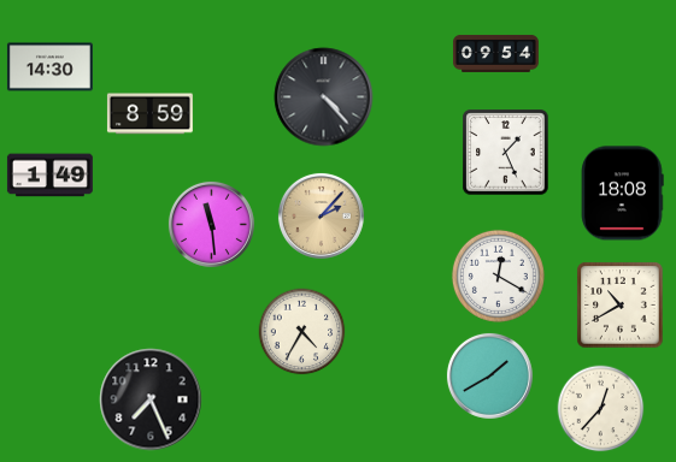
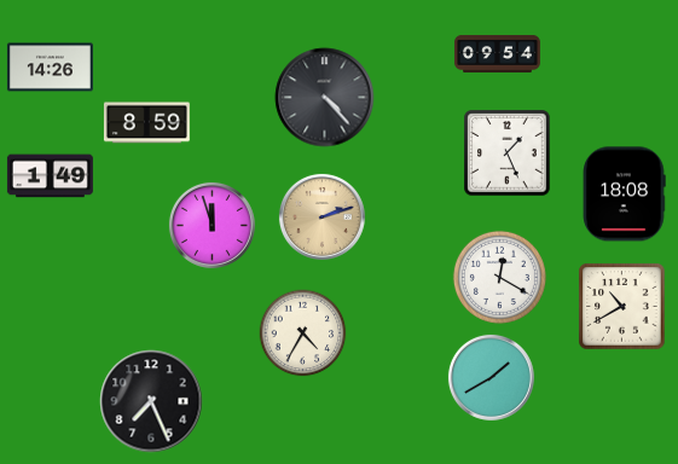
clock at (49, 67): 14:30 -> 14:26
clock at (149, 114) position: (149, 114) -> (146, 123)
clock at (321, 215): 2:07 -> 2:12
clock at (211, 224): 11:29 -> 11:57
clock at (601, 409): 12:37 -> none
